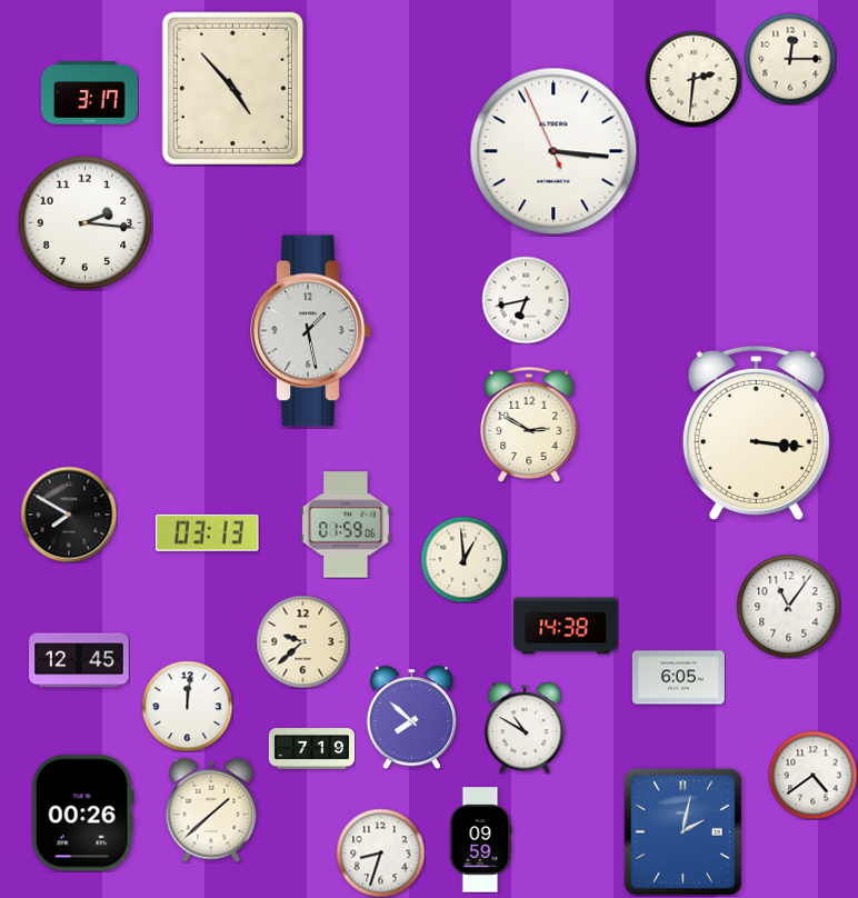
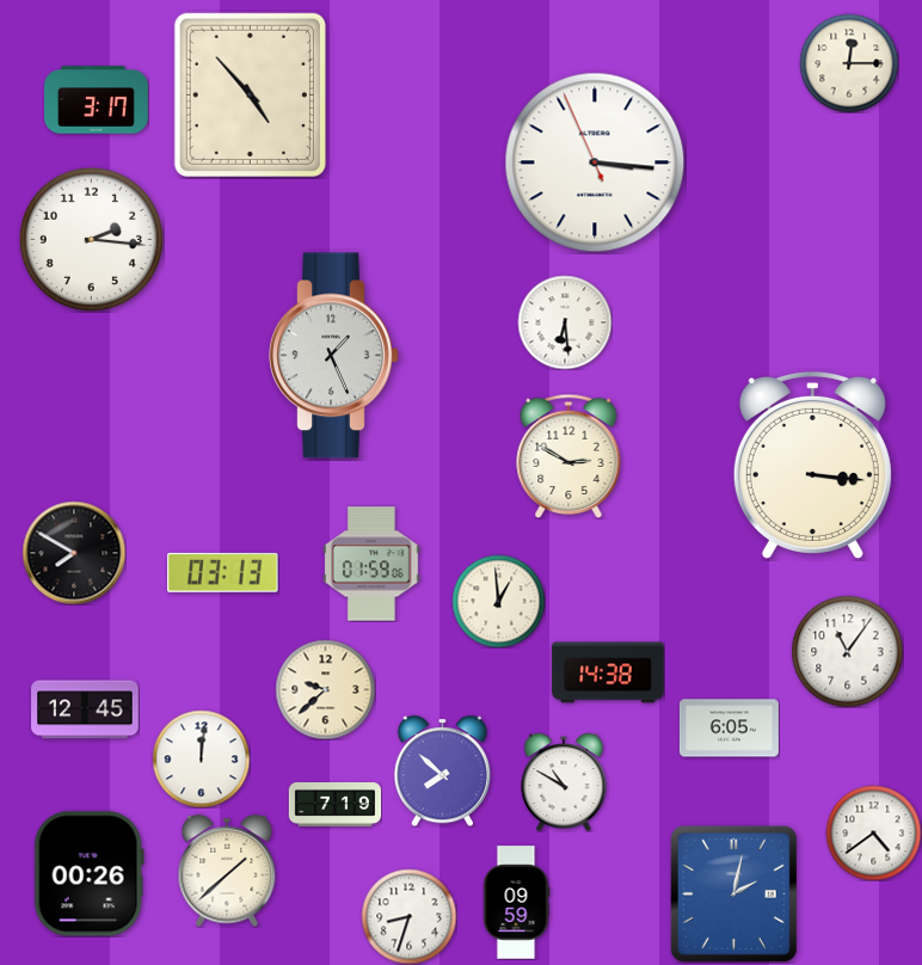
clock at (694, 79): 2:31 -> none
clock at (526, 300): 6:43 -> 6:29
clock at (311, 331): 1:28 -> 1:26
